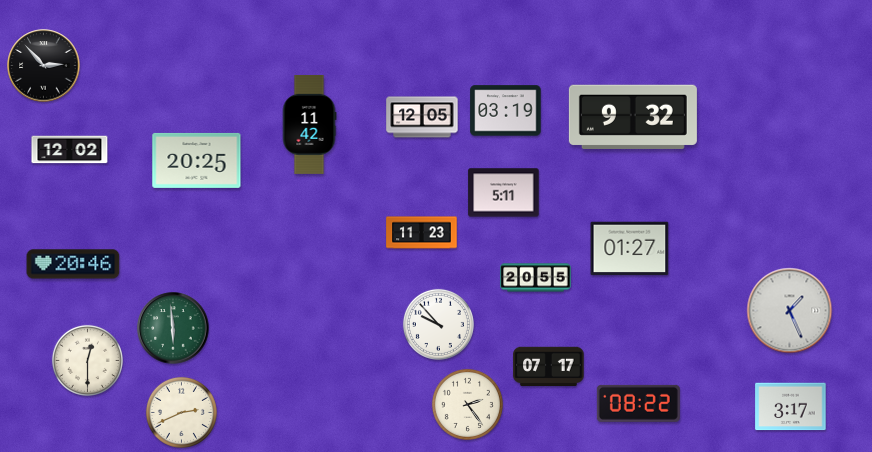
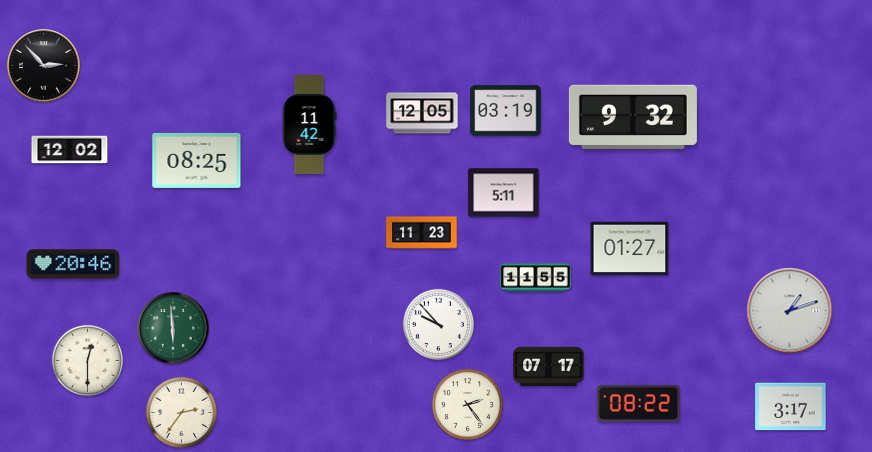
clock at (422, 117) position: (422, 117) -> (422, 113)
clock at (197, 160): 20:25 -> 08:25
clock at (536, 278): 20:55 -> 11:55
clock at (790, 311): 1:26 -> 1:12
clock at (181, 412): 2:41 -> 2:36
